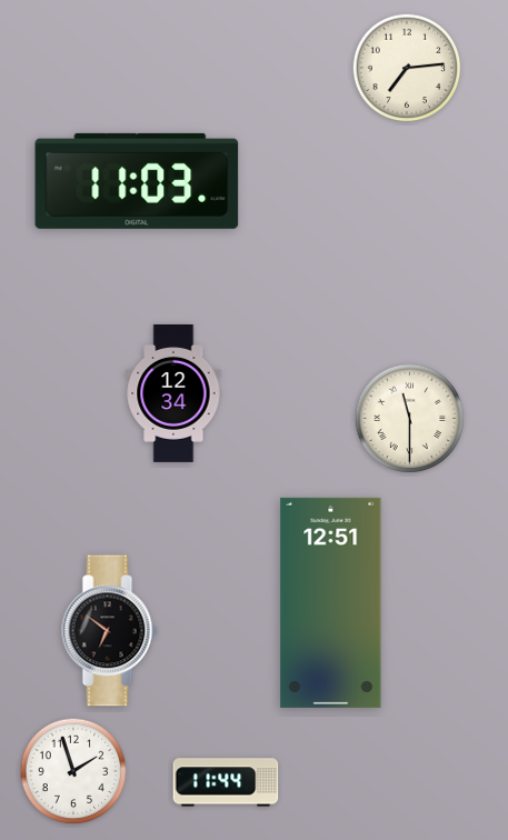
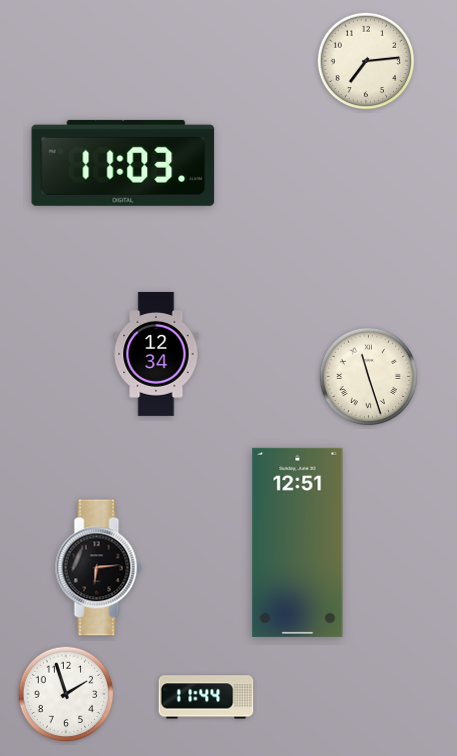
clock at (410, 419): 11:30 -> 11:27
clock at (110, 631): 6:51 -> 6:14
clock at (226, 782) position: (226, 782) -> (206, 697)
